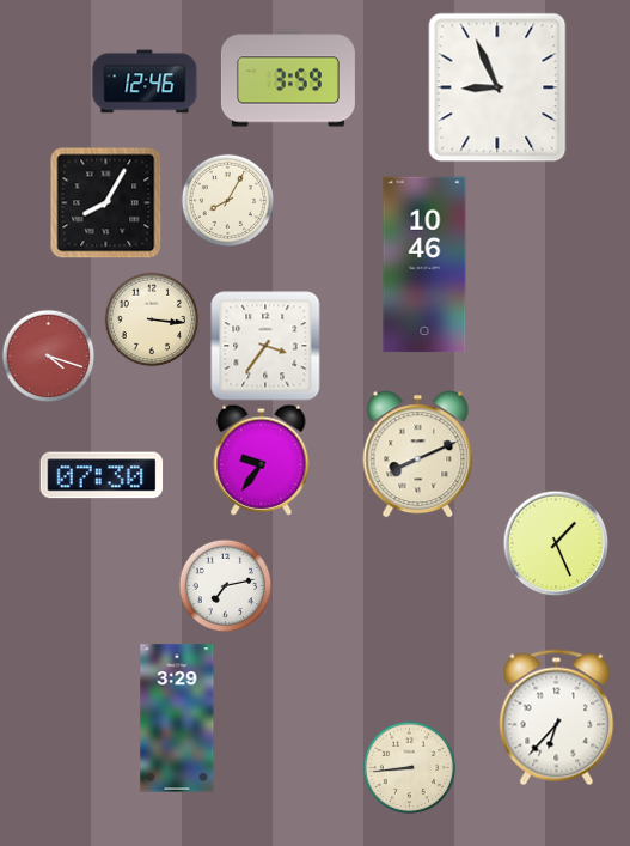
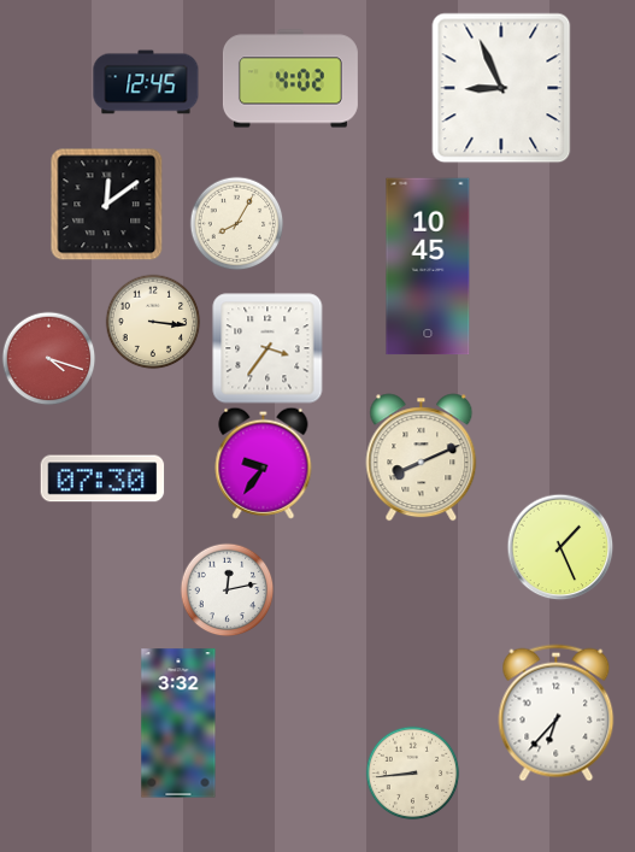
clock at (288, 78): 3:59 -> 4:02
clock at (145, 81): 12:46 -> 12:45
clock at (227, 200) position: (227, 200) -> (236, 223)
clock at (106, 203): 8:05 -> 12:09
clock at (424, 264): 10:46 -> 10:45
clock at (225, 585): 7:13 -> 12:13
clock at (177, 718): 3:29 -> 3:32
clock at (557, 718) position: (557, 718) -> (557, 713)
